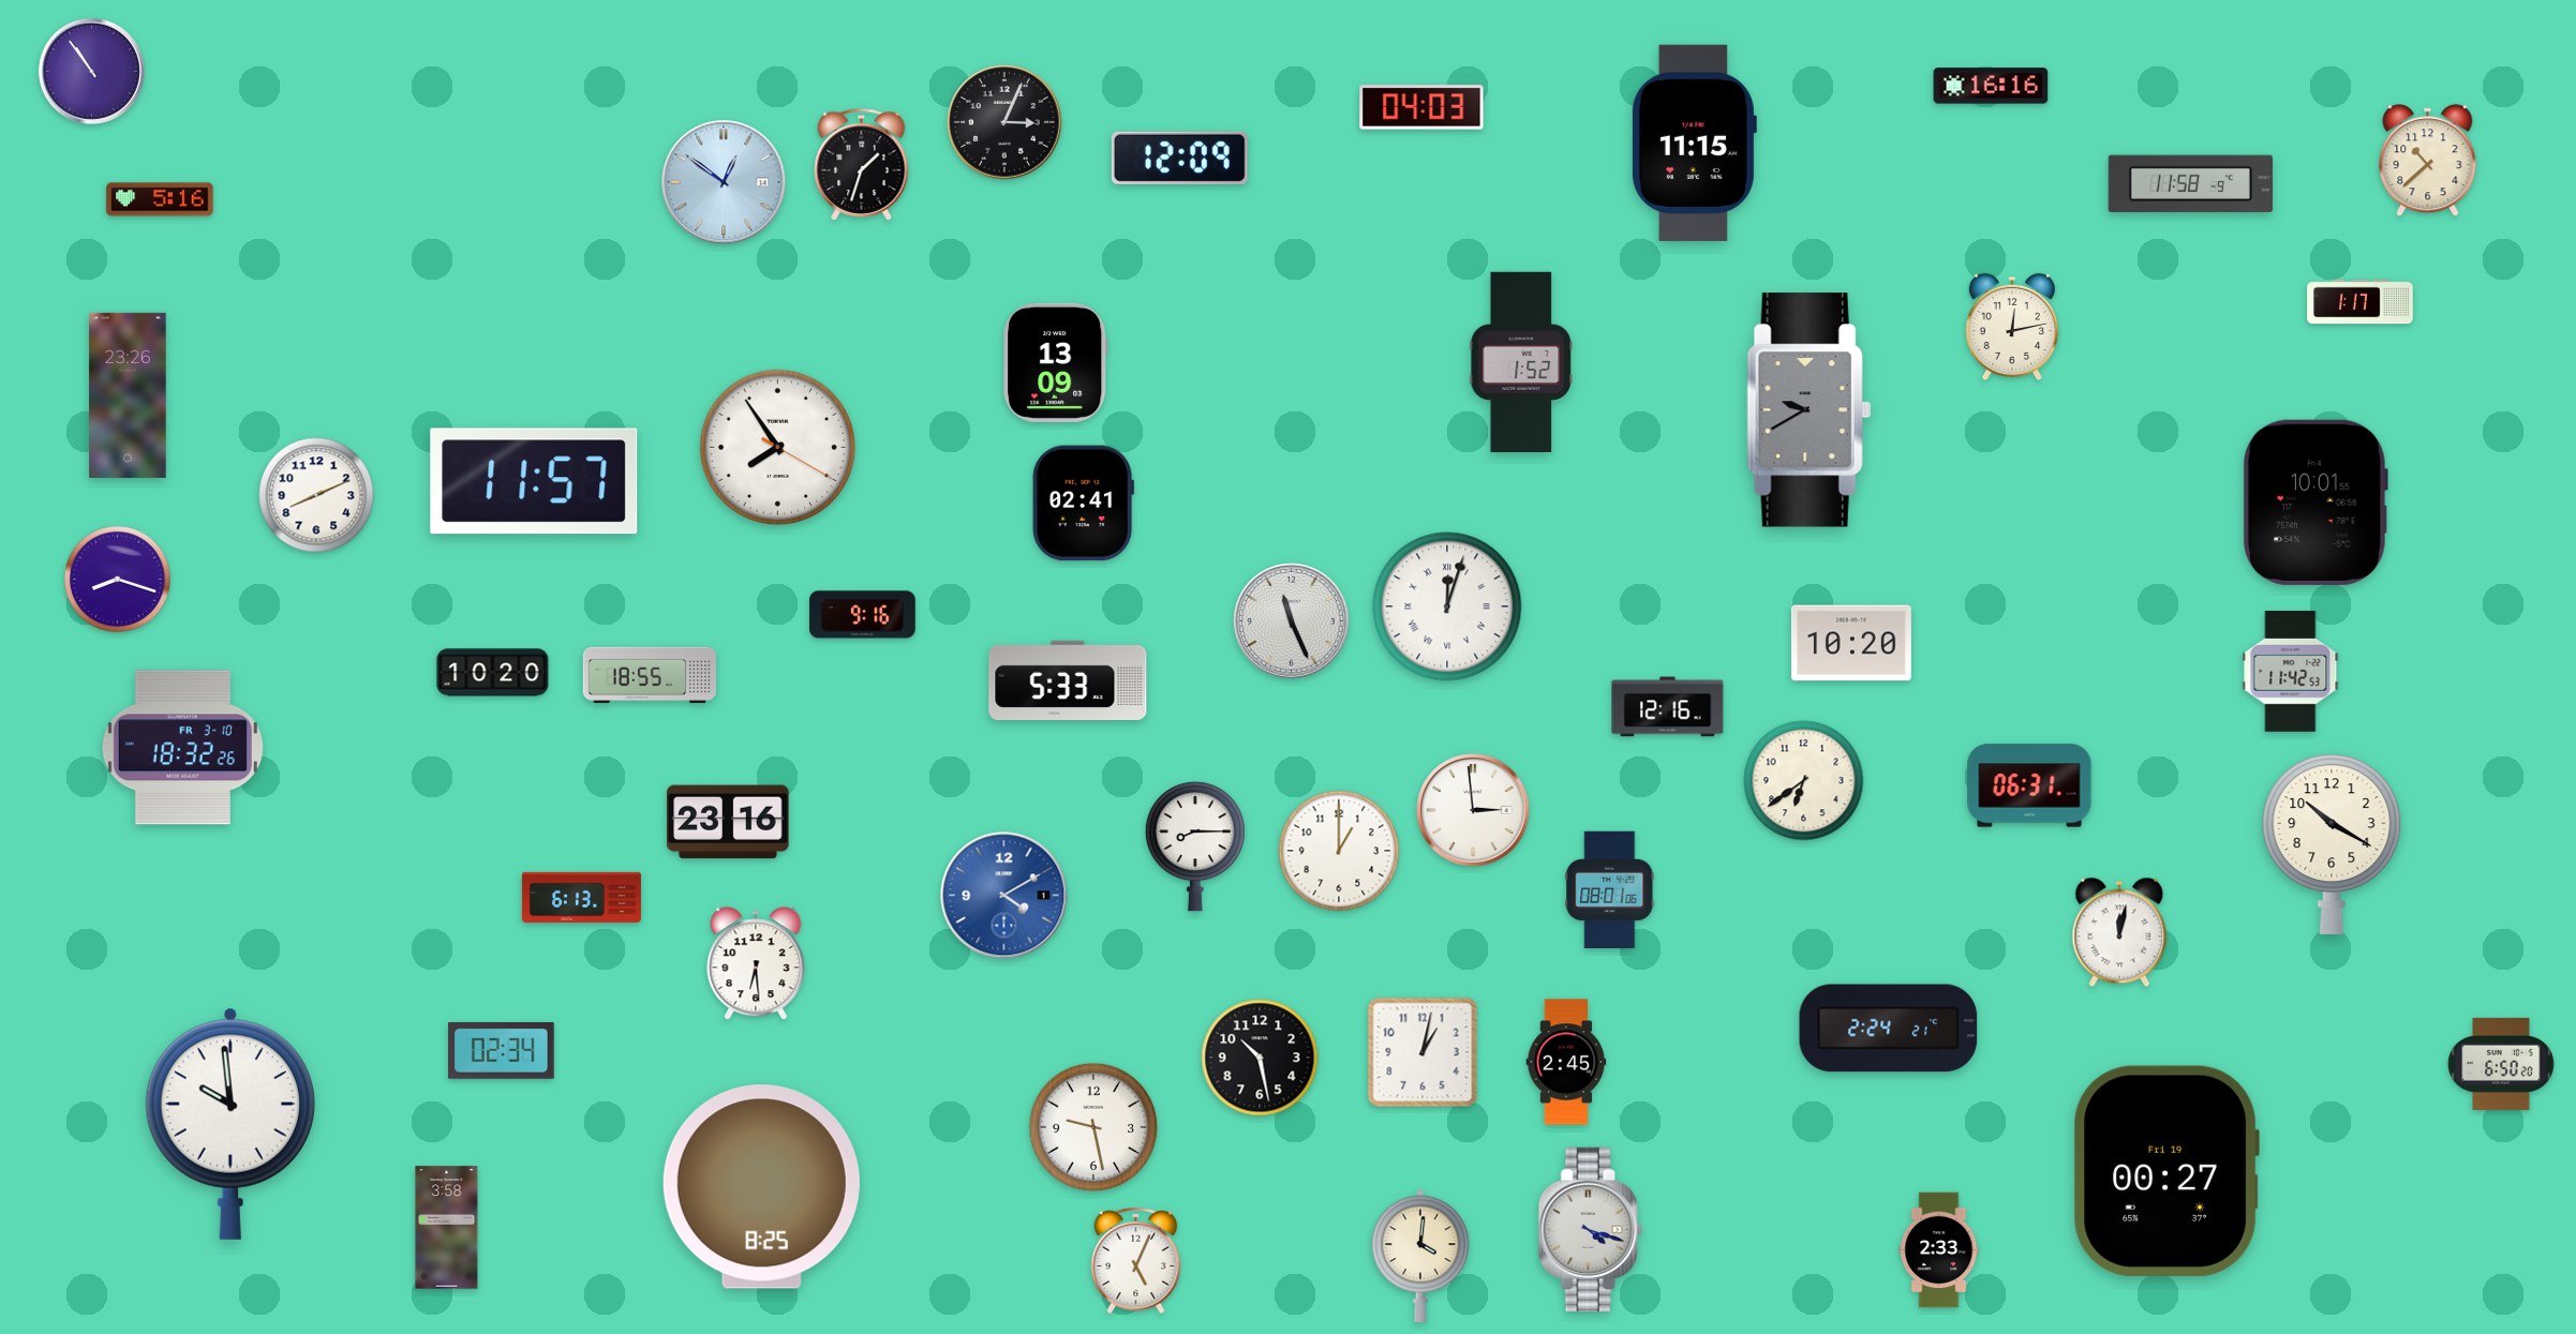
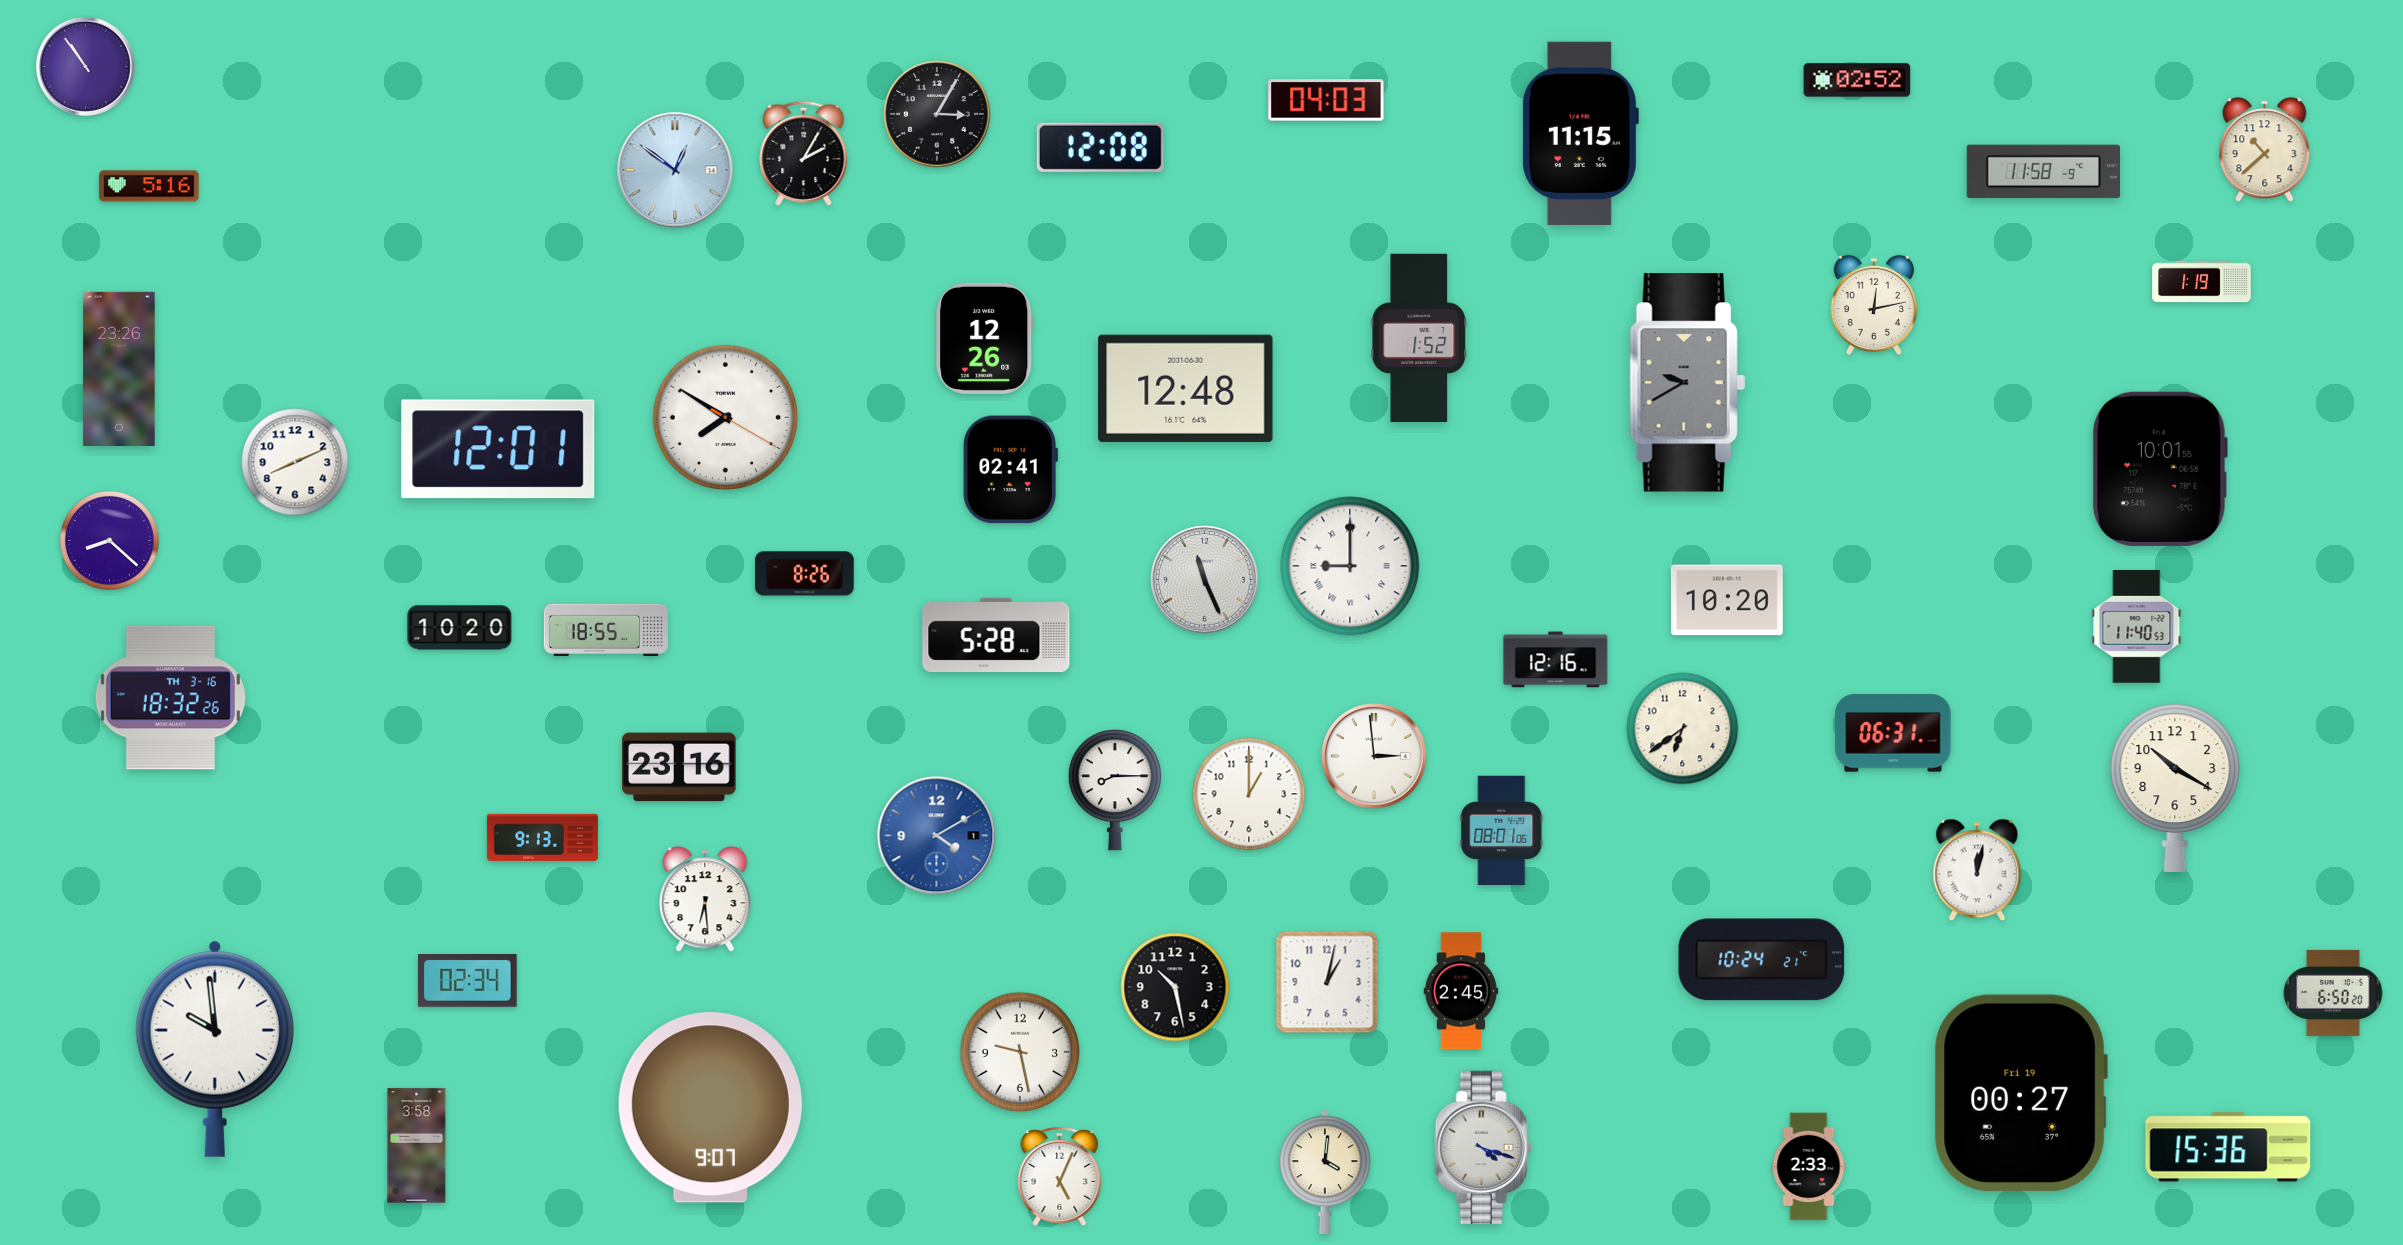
clock at (1991, 86): 16:16 -> 02:52
clock at (1004, 122): 3:04 -> 3:05
clock at (1179, 158): 12:09 -> 12:08
clock at (862, 164): 1:33 -> 2:05
clock at (2361, 302): 1:17 -> 1:19
clock at (2011, 327) position: (2011, 327) -> (1873, 305)
clock at (1056, 362): 13:09 -> 12:26
clock at (1186, 388): none -> 12:48
clock at (778, 448): 7:54 -> 7:50
clock at (534, 481): 11:57 -> 12:01
clock at (118, 580): 8:18 -> 8:22
clock at (1447, 606): 12:03 -> 9:00
clock at (863, 615): 9:16 -> 8:26
clock at (2291, 672): 11:42 -> 11:40
clock at (1068, 679): 5:33 -> 5:28
clock at (182, 748) date: FR 3-10 -> TH 3-16
clock at (581, 897): 6:13 -> 9:13
clock at (1889, 1029): 2:24 -> 10:24
clock at (761, 1187): 8:25 -> 9:07
clock at (2228, 1147): none -> 15:36
